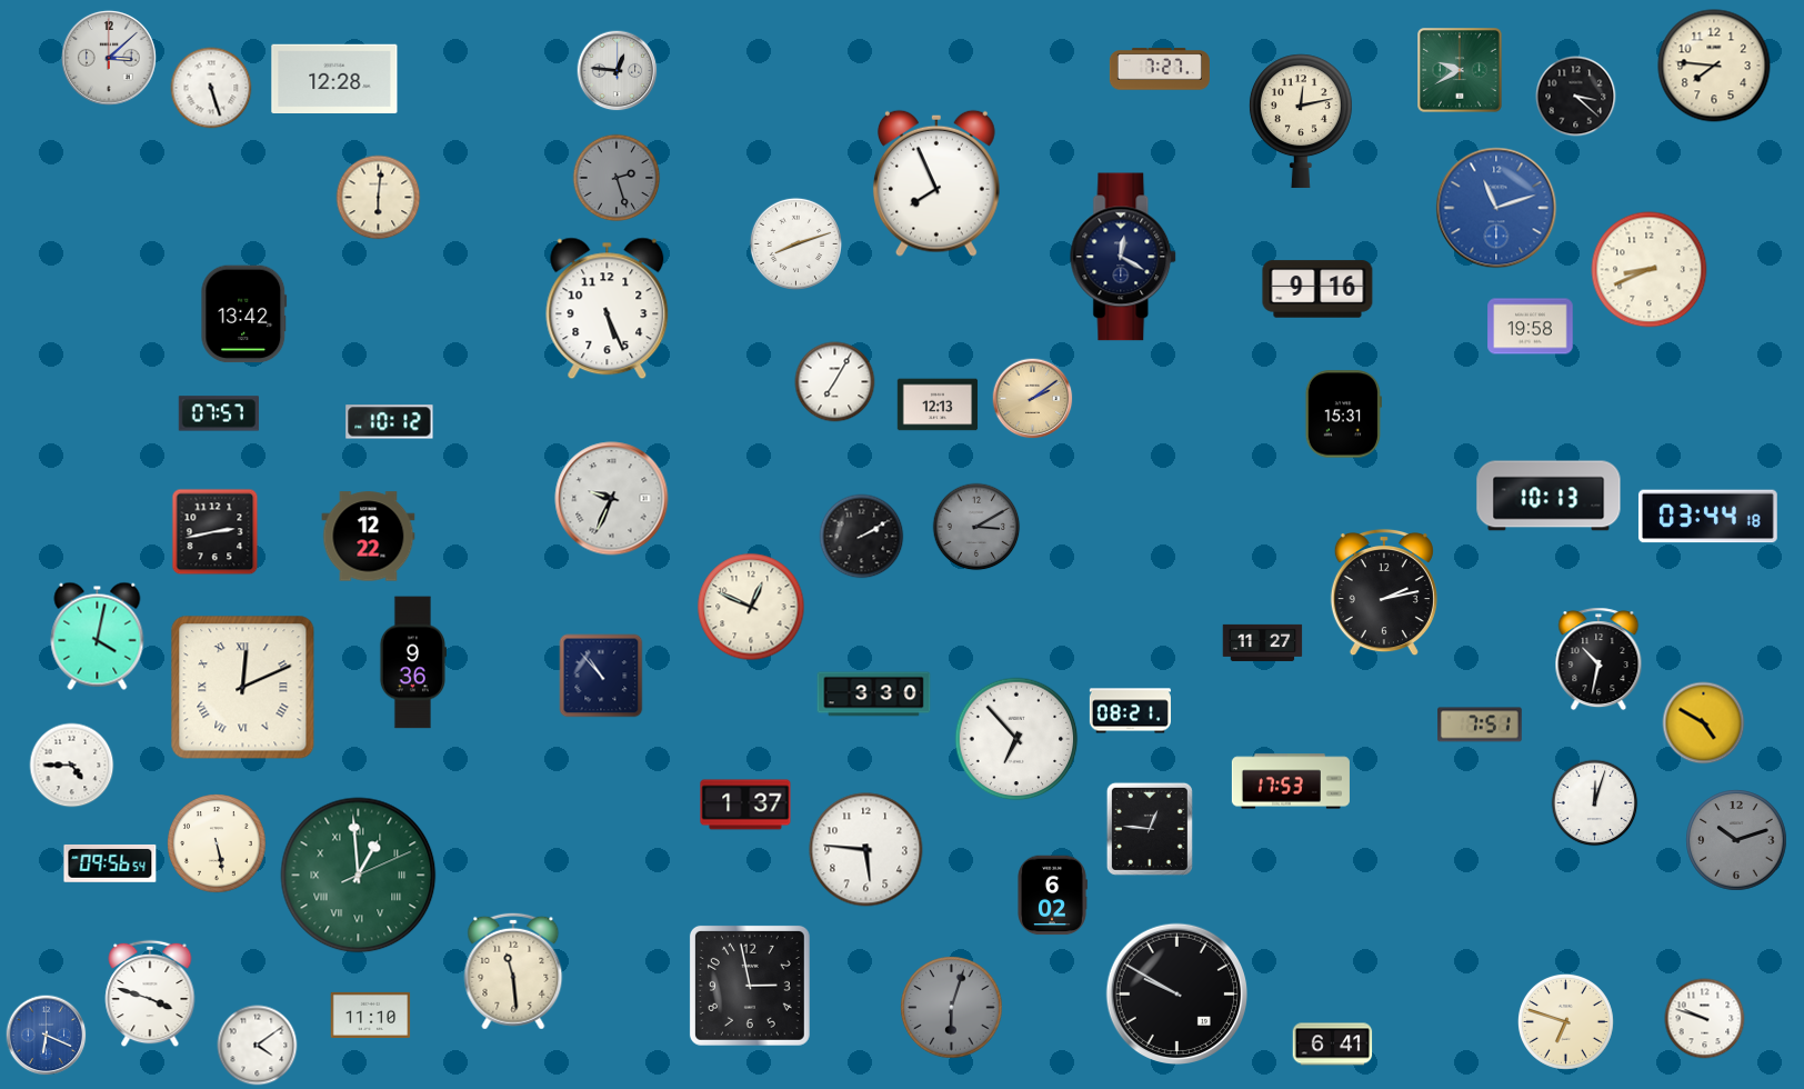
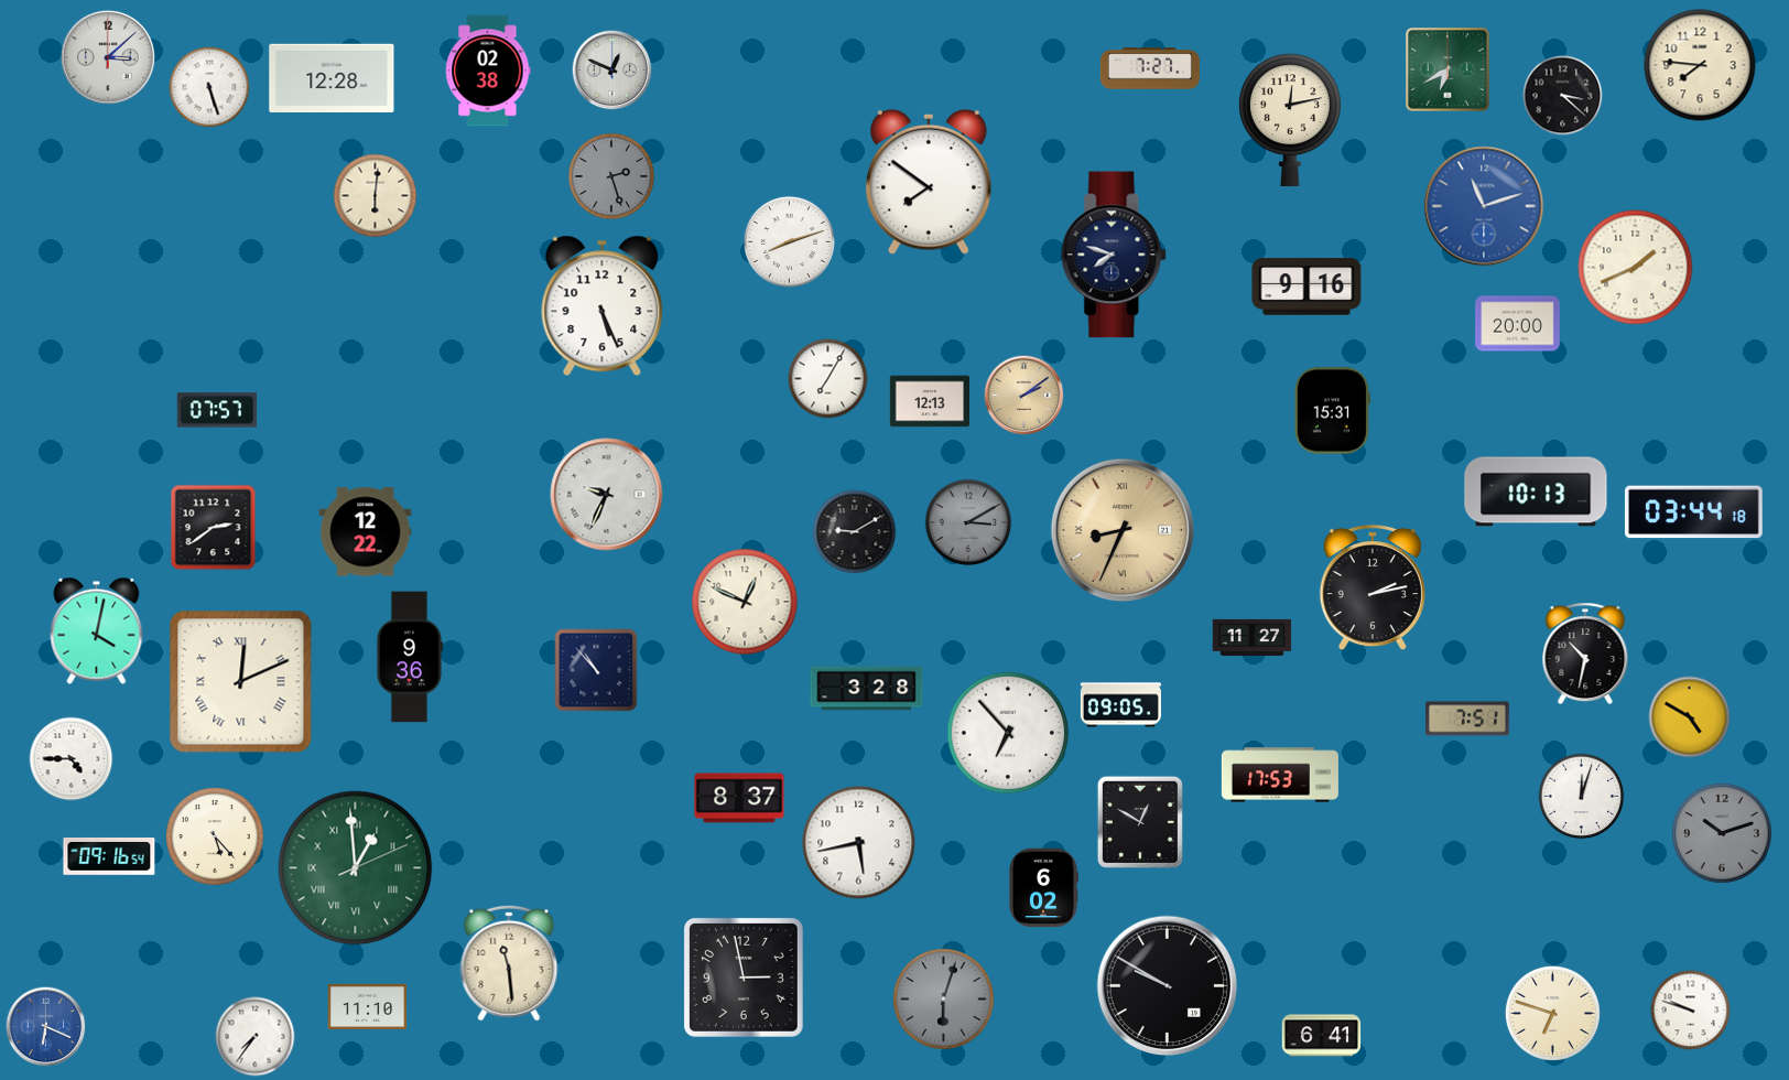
clock at (488, 71): none -> 02:38
clock at (618, 71): 12:46 -> 12:49
clock at (1461, 71): 9:40 -> 6:40
clock at (936, 183): 7:56 -> 7:51
clock at (1124, 257): 12:20 -> 7:48
clock at (1650, 270): 8:41 -> 1:41
clock at (244, 314): 13:42 -> none
clock at (1531, 327): 19:58 -> 20:00
clock at (390, 422): 10:12 -> none
clock at (216, 532): 2:43 -> 2:39
clock at (1123, 530): none -> 8:34
clock at (862, 537): 2:10 -> 9:10
clock at (874, 695): 3:30 -> 3:28
clock at (1130, 711): 08:21 -> 09:05
clock at (745, 805): 1:37 -> 8:37
clock at (1150, 829): 12:46 -> 12:50
clock at (217, 843): 5:28 -> 5:23
clock at (866, 850): 5:46 -> 5:43
clock at (110, 863): 09:56 -> 09:16
clock at (150, 993): 3:48 -> none
clock at (258, 1046): 4:09 -> 7:36
